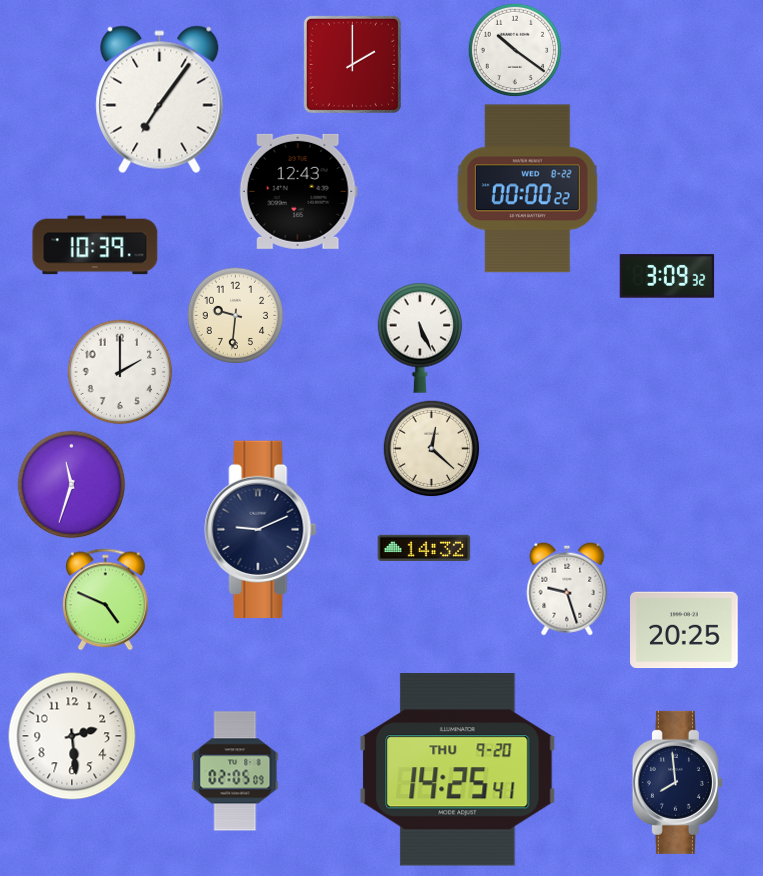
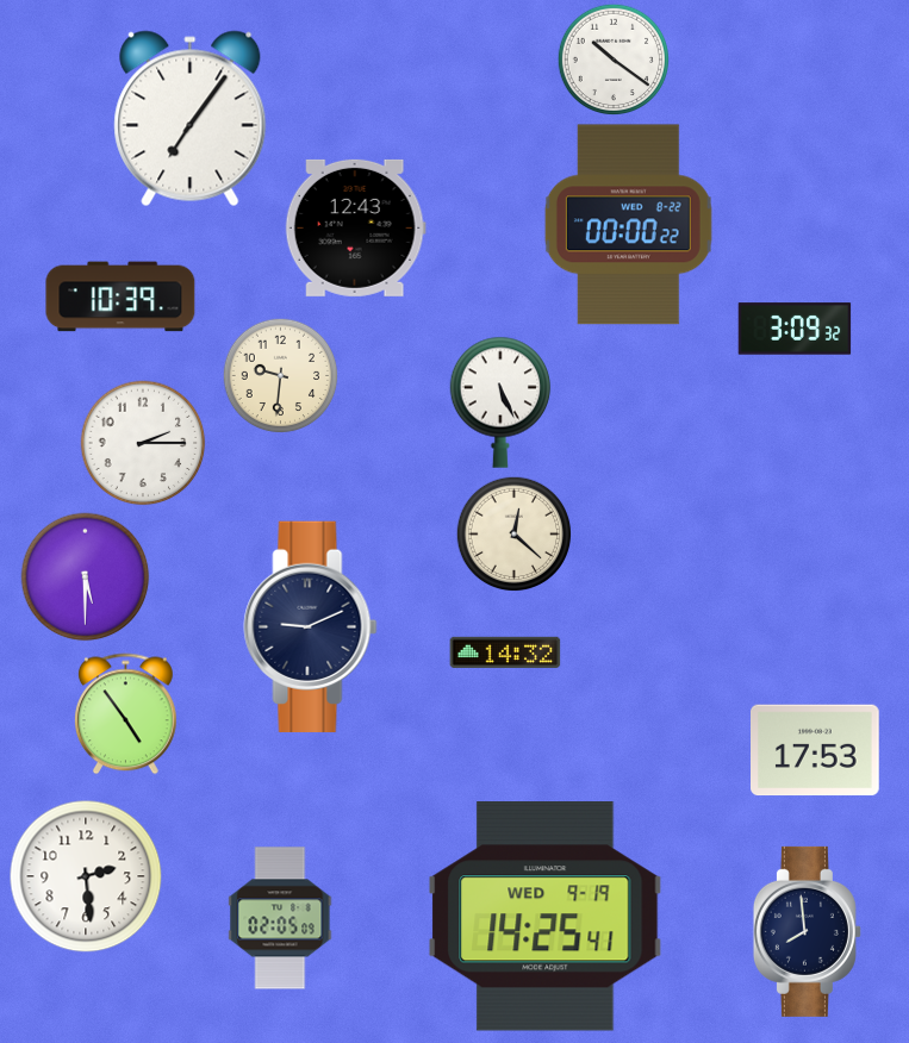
clock at (352, 64): 2:00 -> none
clock at (95, 245) position: (95, 245) -> (120, 296)
clock at (120, 372): 2:00 -> 2:15
clock at (72, 485): 11:33 -> 5:30
clock at (261, 529) position: (261, 529) -> (311, 626)
clock at (567, 589): 9:27 -> none
clock at (105, 600): 4:49 -> 4:54
clock at (685, 630): 20:25 -> 17:53
clock at (458, 770) date: THU 9-20 -> WED 9-19
